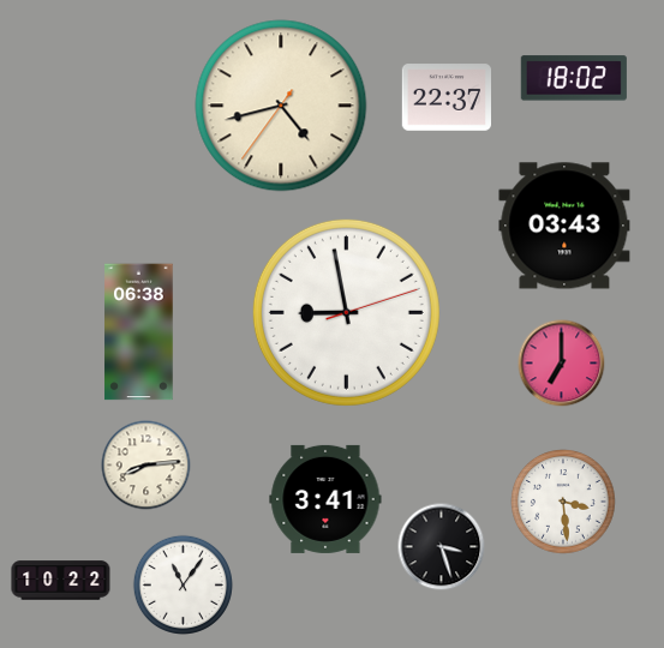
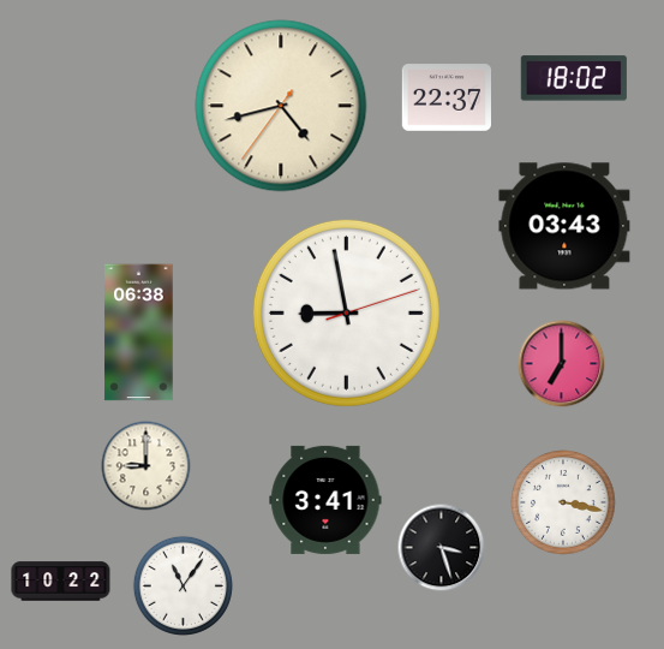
clock at (146, 466): 8:14 -> 9:00
clock at (563, 502): 3:29 -> 3:17
